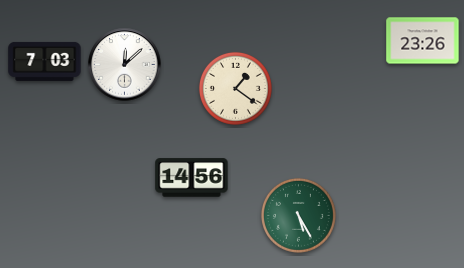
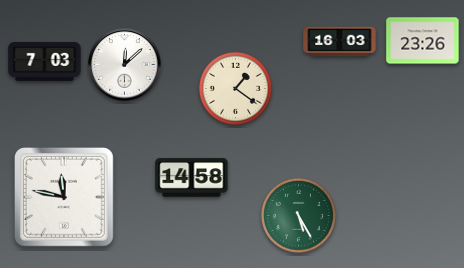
clock at (340, 42): none -> 16:03
clock at (192, 178): 14:56 -> 14:58
clock at (64, 197): none -> 11:47
